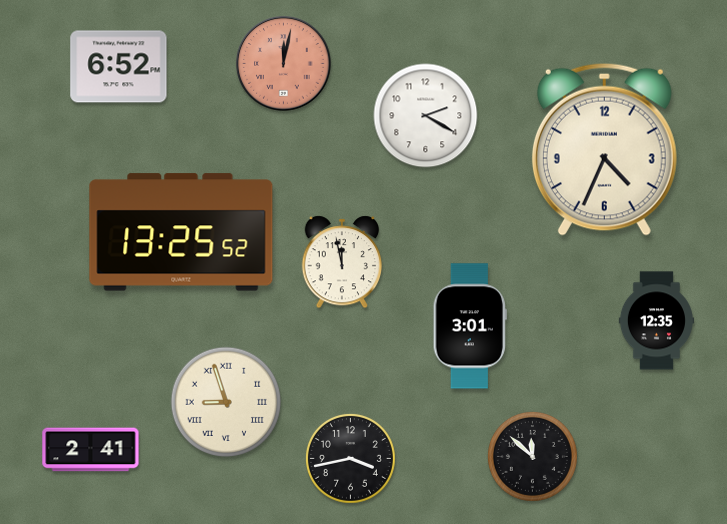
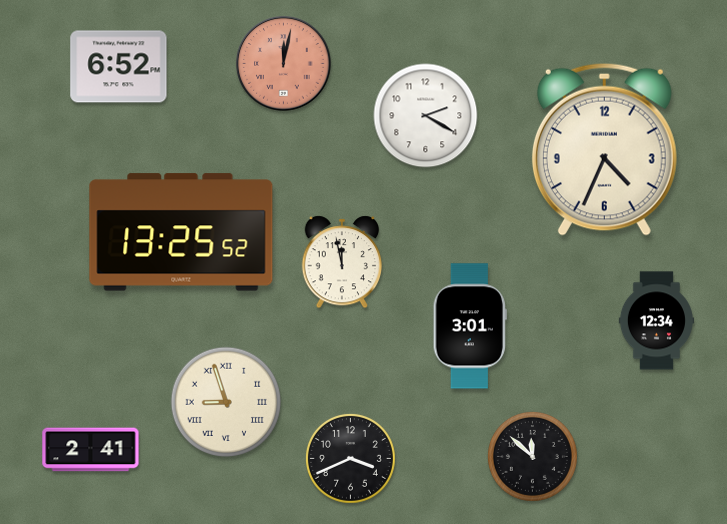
clock at (656, 321): 12:35 -> 12:34
clock at (350, 458): 3:43 -> 3:41
